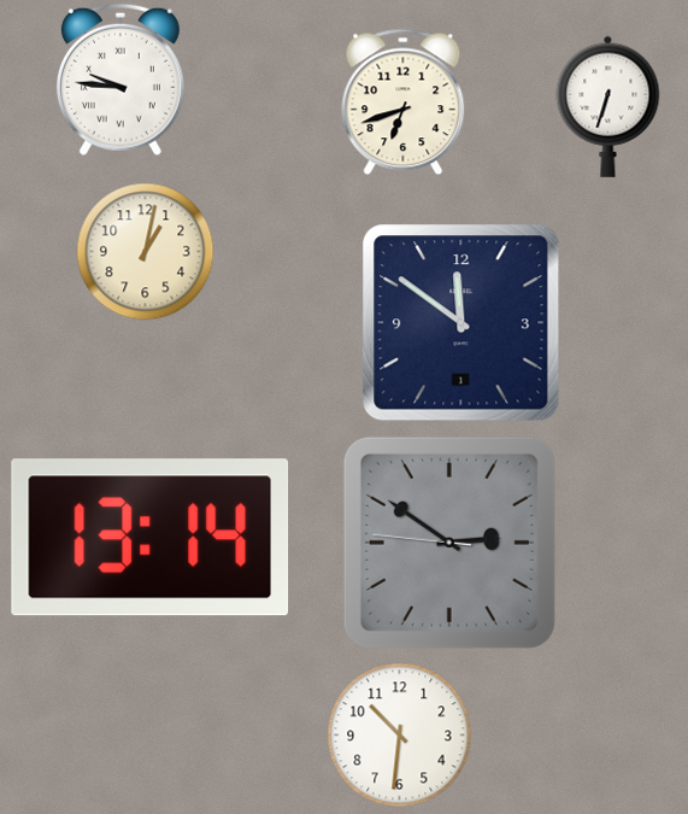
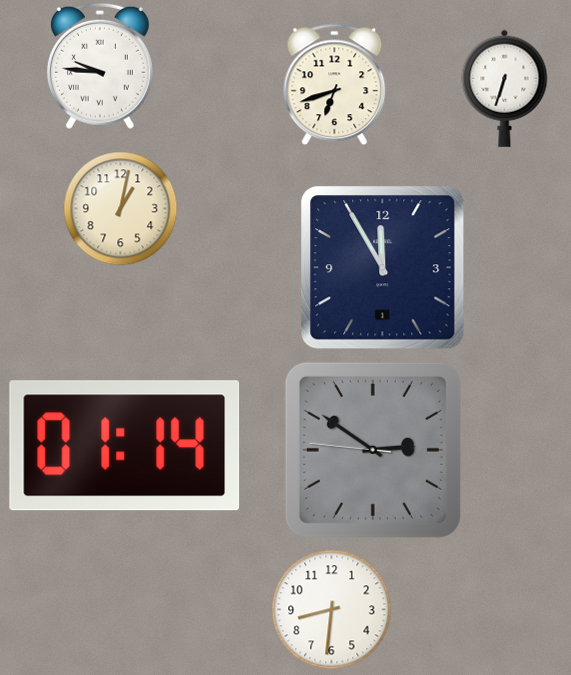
clock at (461, 323): 11:51 -> 11:55
clock at (151, 538): 13:14 -> 01:14
clock at (400, 736): 10:31 -> 8:31
